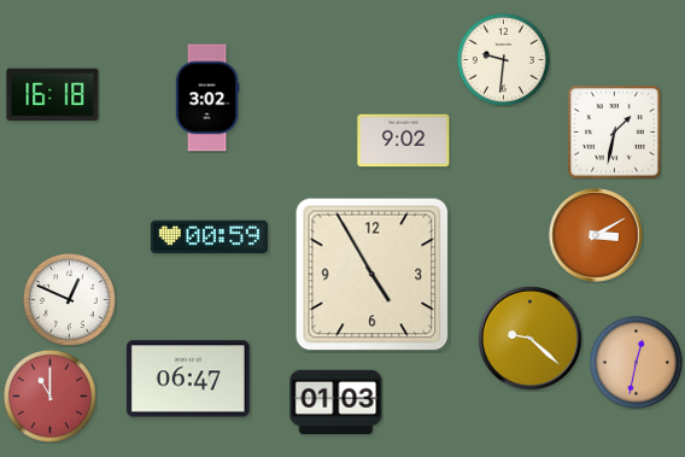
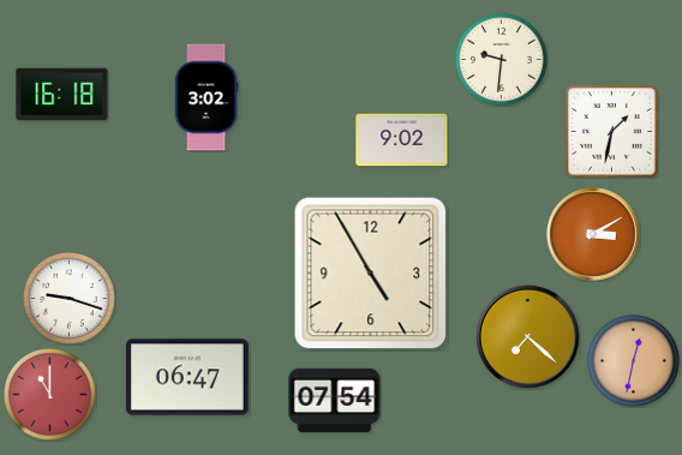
clock at (53, 95) position: (53, 95) -> (62, 95)
clock at (209, 238): 00:59 -> none
clock at (69, 299): 12:49 -> 9:18
clock at (529, 338): 9:22 -> 7:22
clock at (336, 403): 01:03 -> 07:54
